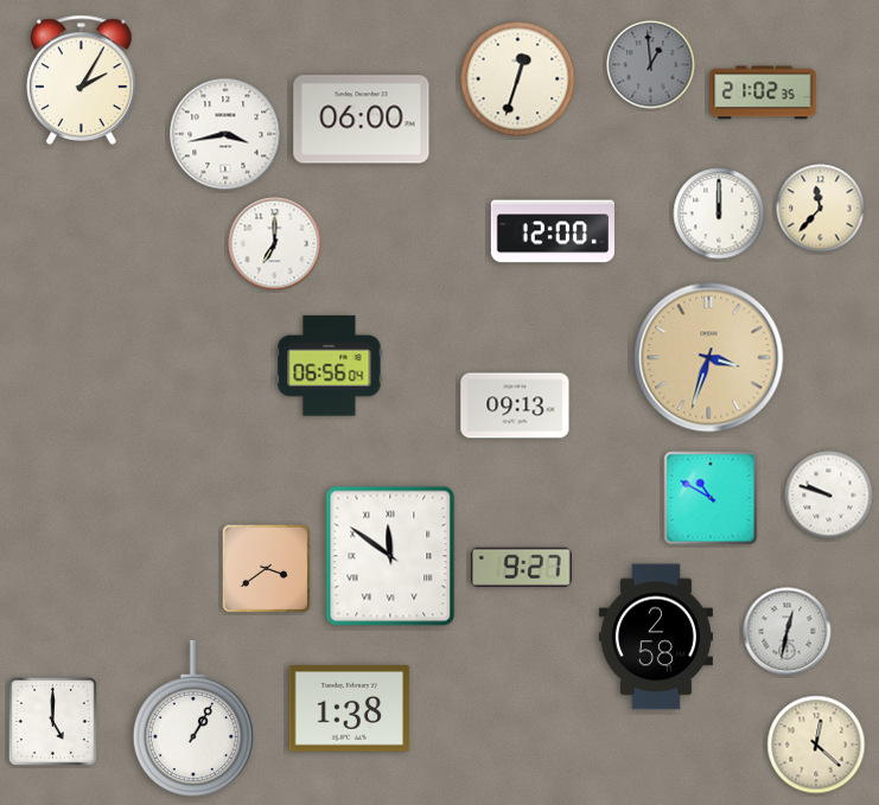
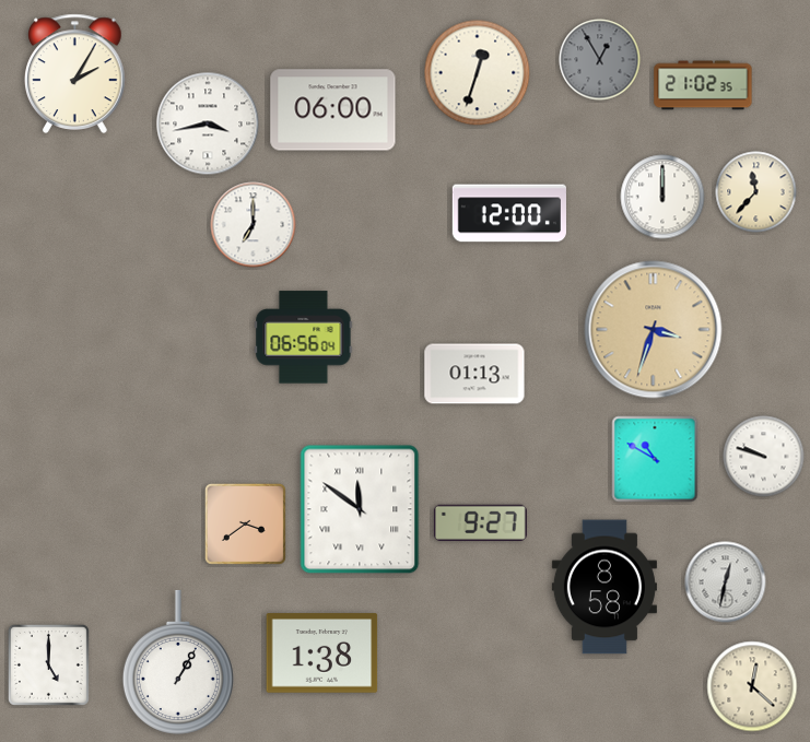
clock at (651, 65): 12:59 -> 12:55
clock at (515, 405): 09:13 -> 01:13
clock at (390, 556) position: (390, 556) -> (360, 509)
clock at (656, 637): 2:58 -> 8:58
